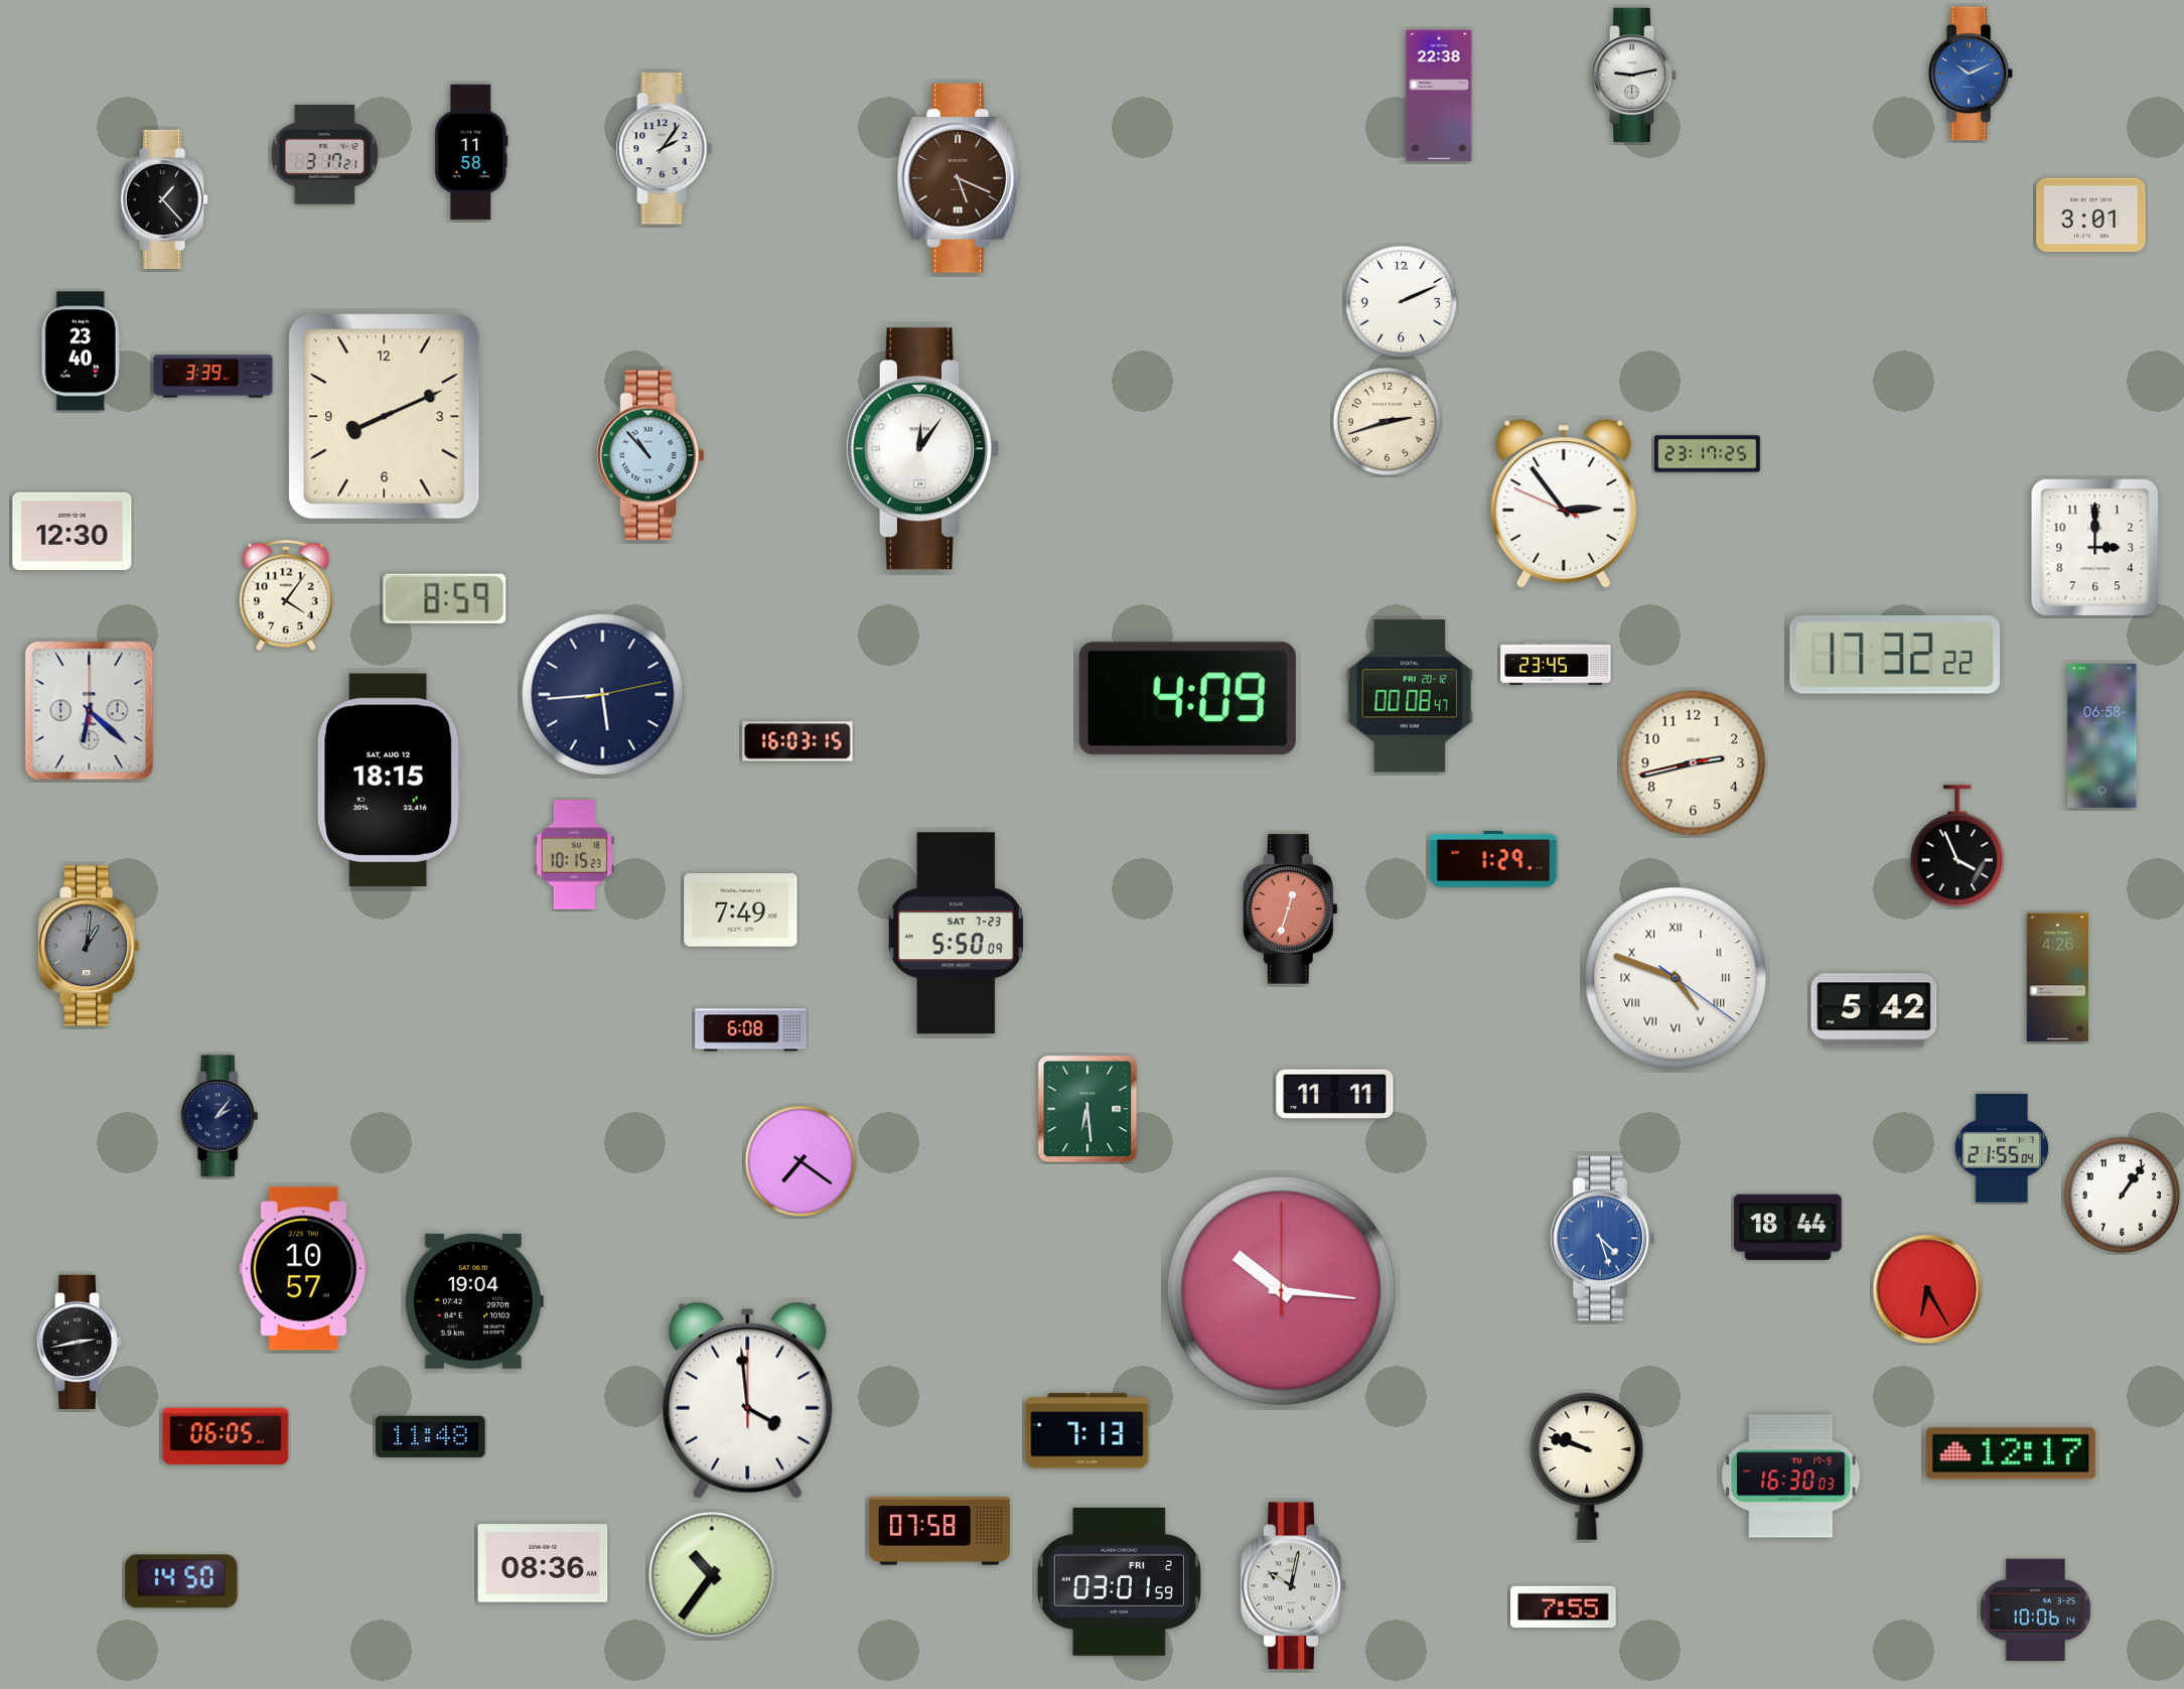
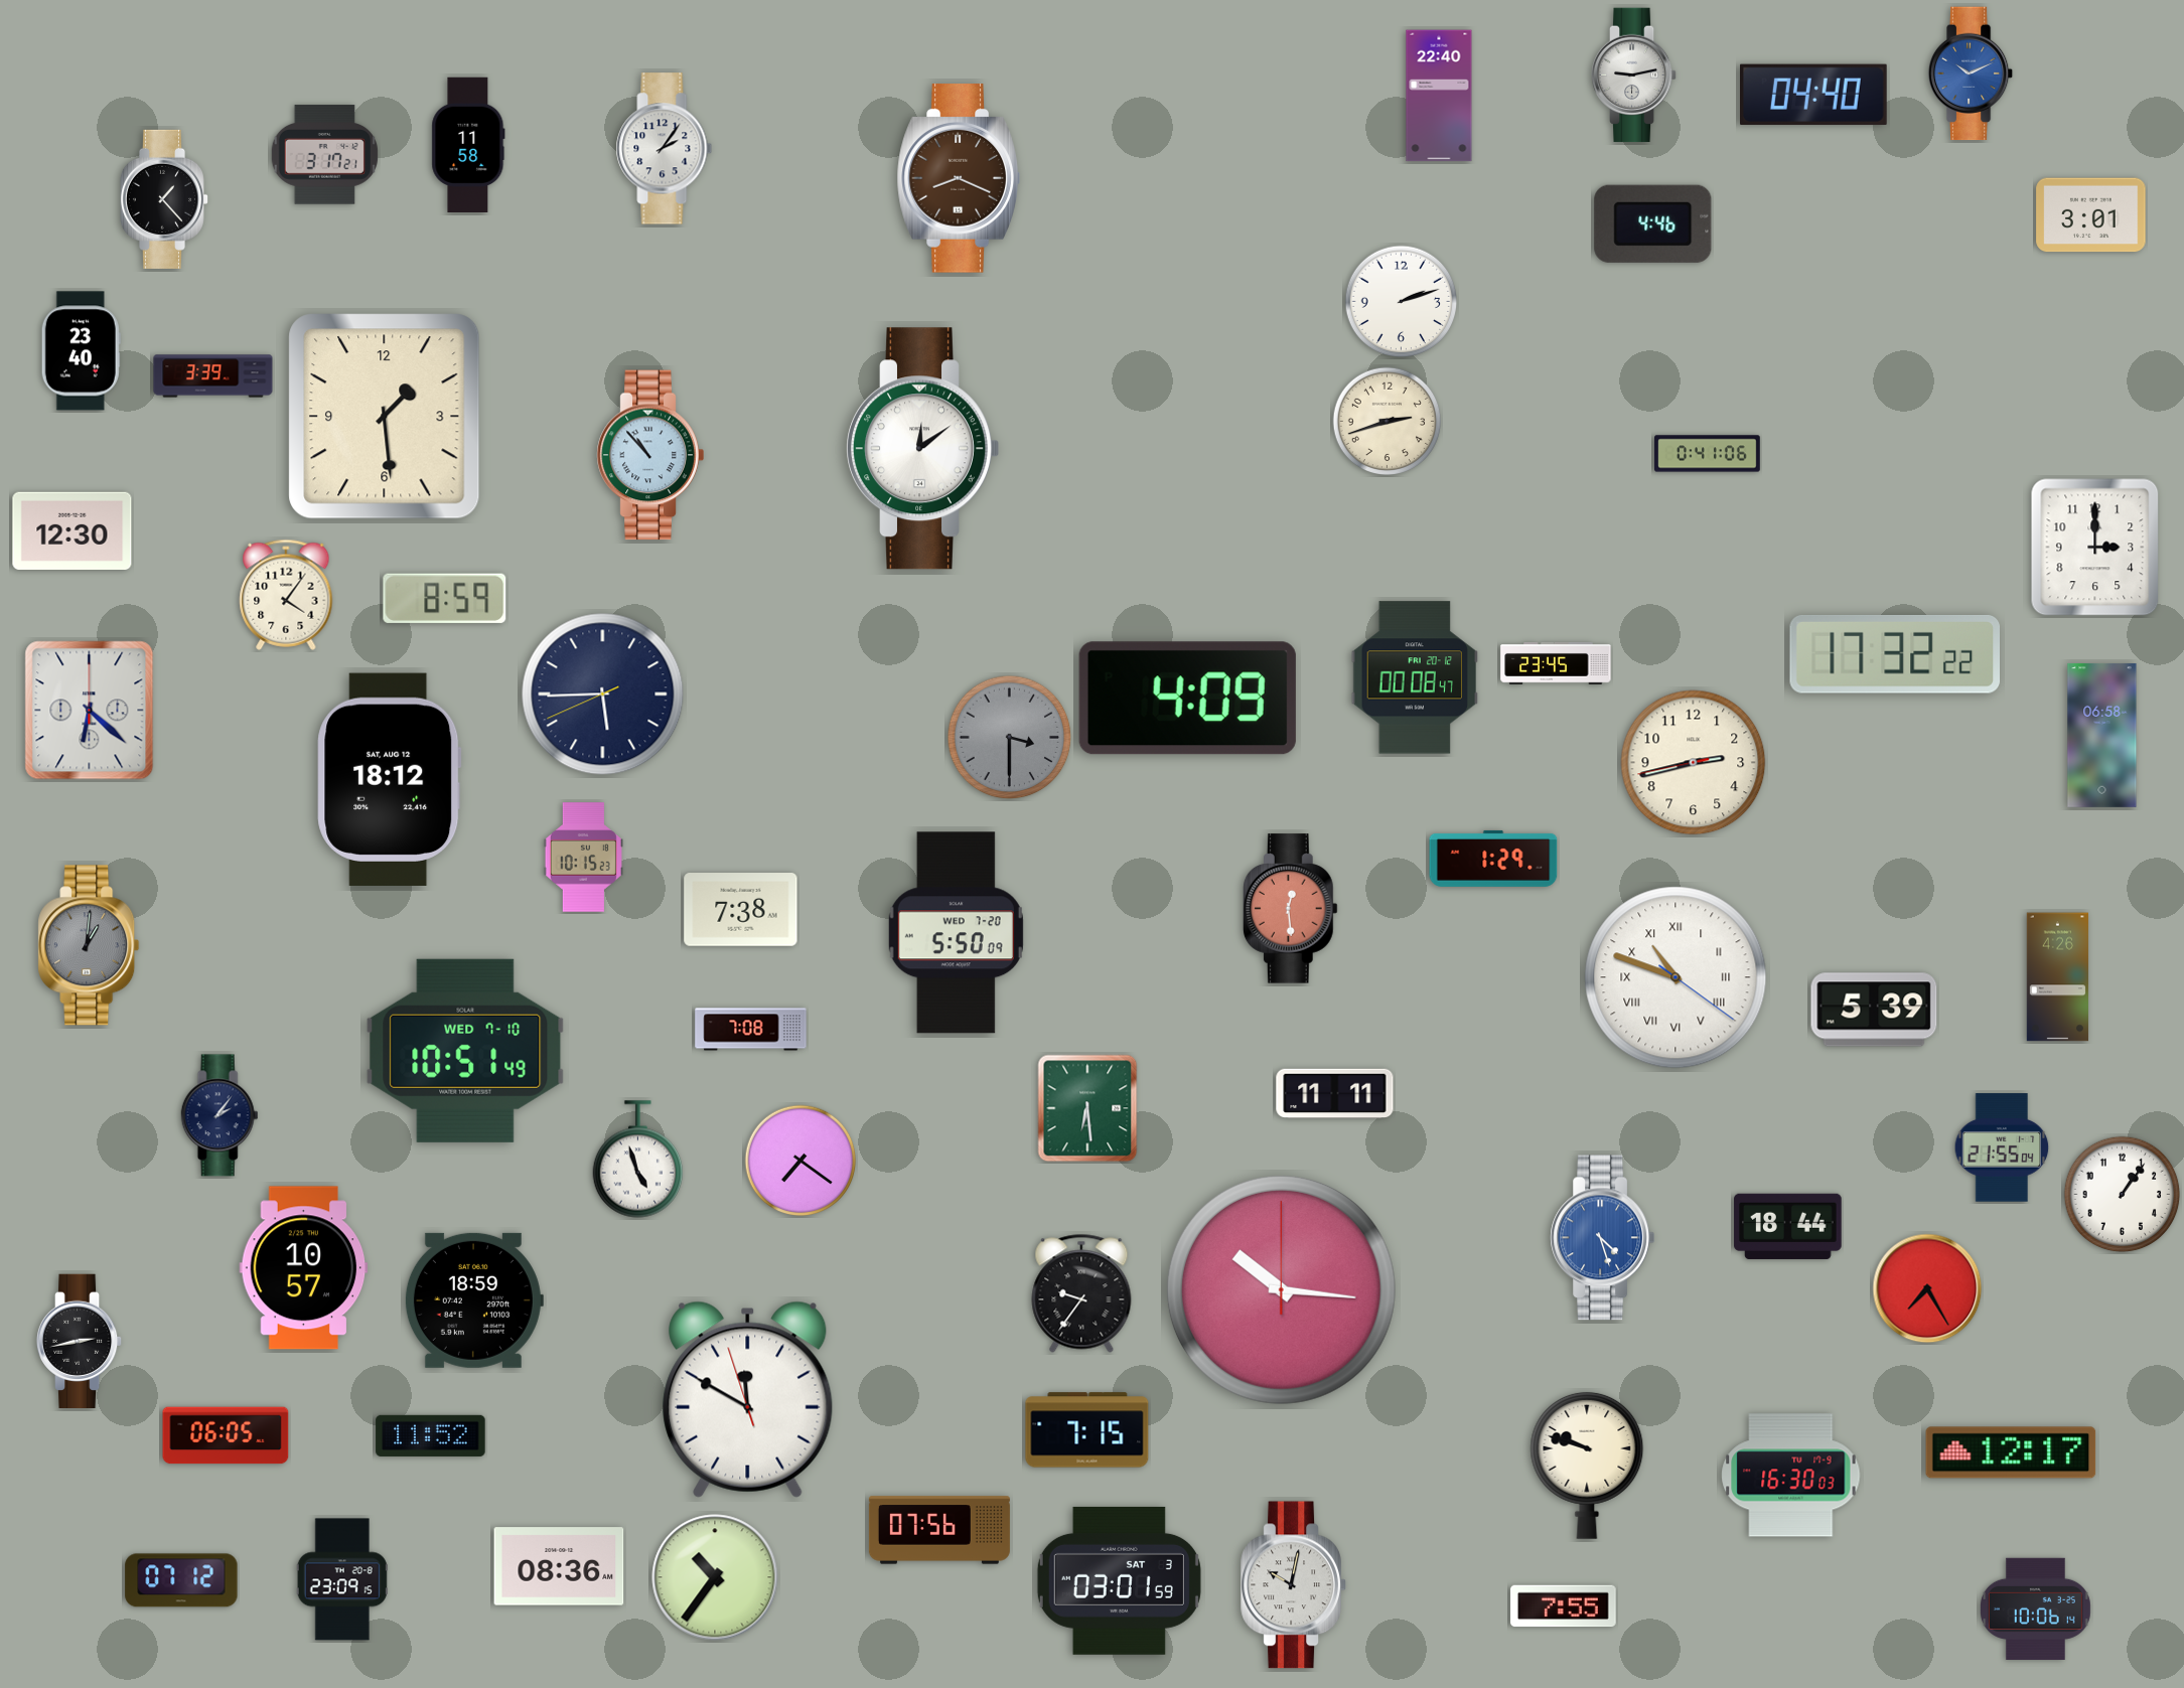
clock at (1814, 95): none -> 04:40
clock at (1439, 96): 22:38 -> 22:40
clock at (471, 152) position: (471, 152) -> (468, 145)
clock at (959, 178): 5:19 -> 8:19
clock at (1653, 223): none -> 4:46
clock at (1402, 302): 2:11 -> 2:12
clock at (385, 417): 8:11 -> 1:29
clock at (923, 449): 12:06 -> 12:09
clock at (1708, 454): 23:17 -> 0:41
clock at (1564, 504): 2:53 -> none
clock at (603, 695): 5:44:13 -> 5:44:41
clock at (1409, 696) position: (1409, 696) -> (1414, 677)
clock at (1010, 738): none -> 3:30
clock at (797, 741): 16:03 -> none
clock at (390, 780): 18:15 -> 18:12
clock at (1957, 846): 3:56 -> none
clock at (574, 855) position: (574, 855) -> (583, 858)
clock at (1290, 909): 12:33 -> 12:29
clock at (741, 910): 7:49 -> 7:38
clock at (956, 934) date: SAT 7-23 -> WED 7-20
clock at (1676, 978): 4:48 -> 10:48
clock at (1874, 1010): 5:42 -> 5:39
clock at (751, 1030): 6:08 -> 7:08
clock at (465, 1051): none -> 10:51
clock at (638, 1160): none -> 4:57
clock at (1927, 1289): 6:25 -> 7:25
clock at (1081, 1293): none -> 9:36
clock at (473, 1301): 19:04 -> 18:59
clock at (748, 1400): 3:59 -> 11:49
clock at (1087, 1431): 7:13 -> 7:15
clock at (431, 1436): 11:48 -> 11:52
clock at (939, 1531): 07:58 -> 07:56
clock at (543, 1563) position: (543, 1563) -> (559, 1566)
clock at (712, 1575) position: (712, 1575) -> (715, 1577)
clock at (342, 1579): none -> 23:09
clock at (181, 1581): 14:50 -> 07:12
clock at (1119, 1581) date: FRI 2 -> SAT 3
